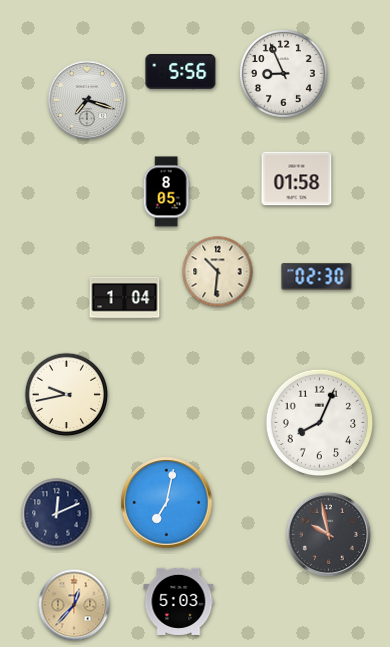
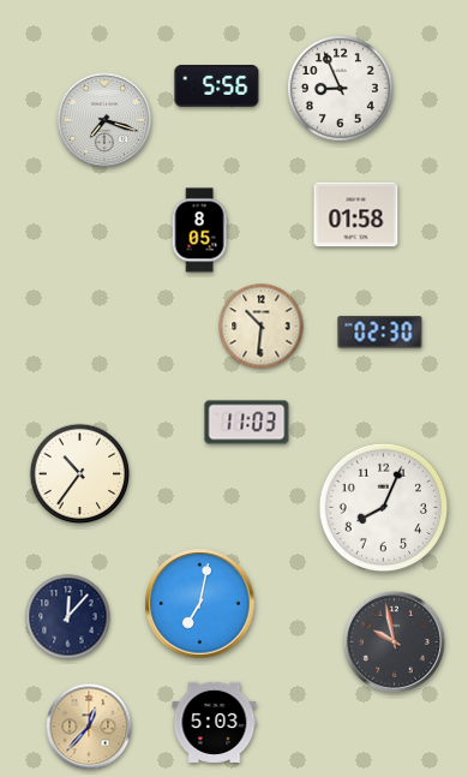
clock at (125, 298): 1:04 -> none
clock at (247, 423): none -> 11:03
clock at (67, 395): 9:43 -> 10:36
clock at (57, 514): 12:11 -> 12:07
